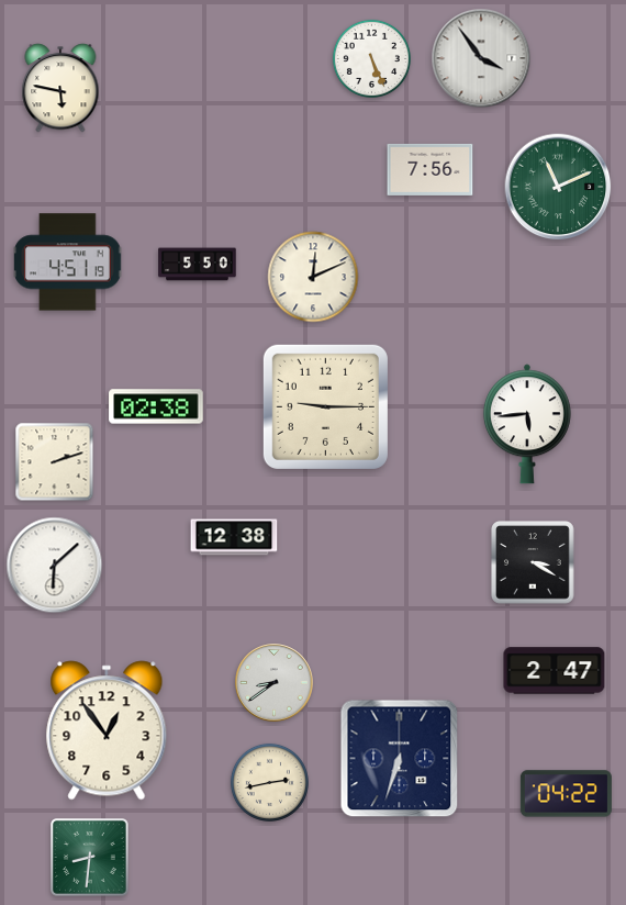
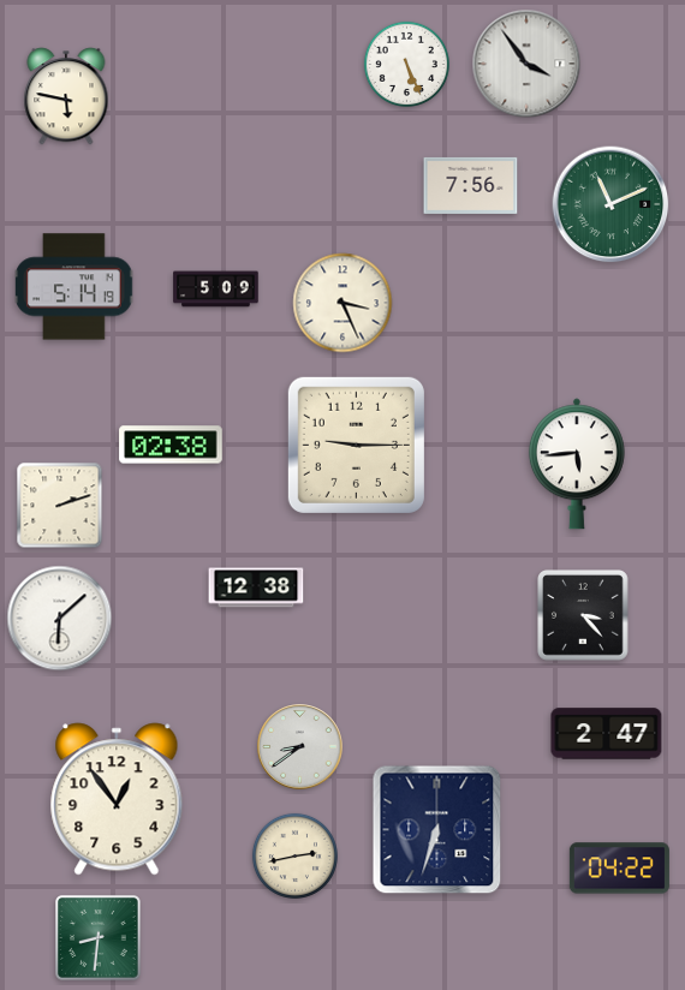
clock at (68, 262): 4:51 -> 5:14
clock at (198, 265): 5:50 -> 5:09
clock at (313, 277): 12:11 -> 3:26
clock at (534, 563): 3:20 -> 3:23
